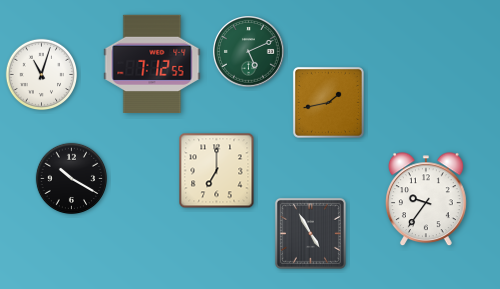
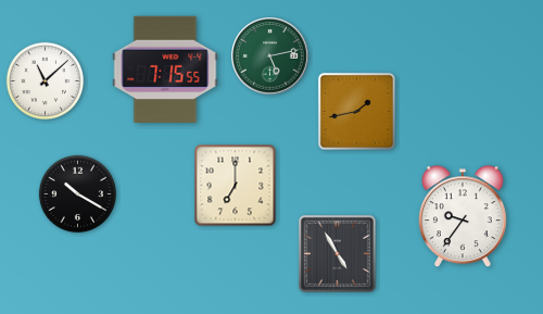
clock at (249, 52): 5:11 -> 5:13
clock at (152, 64): 7:12 -> 7:15
clock at (42, 75): 11:03 -> 11:08
